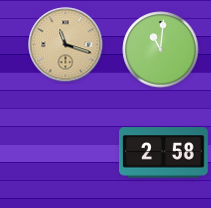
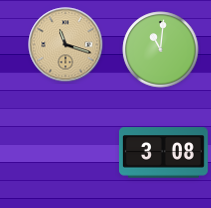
clock at (164, 153): 2:58 -> 3:08
